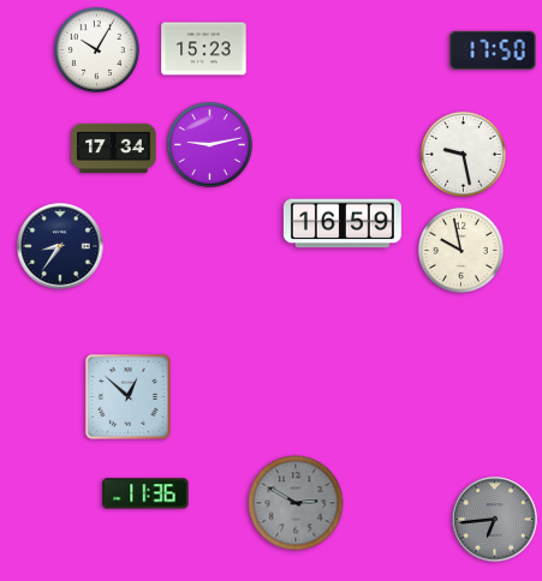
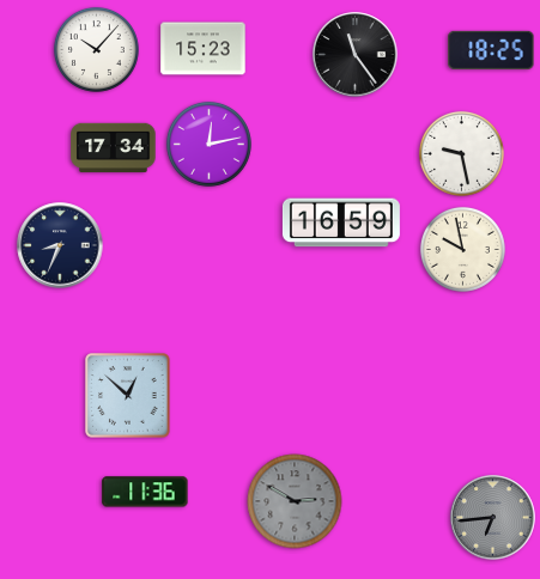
clock at (96, 49): 10:05 -> 10:07
clock at (493, 50): 17:50 -> 18:25
clock at (356, 55): none -> 11:24
clock at (209, 144): 9:13 -> 12:13
clock at (60, 246): 8:36 -> 8:34
clock at (460, 250) position: (460, 250) -> (462, 249)
